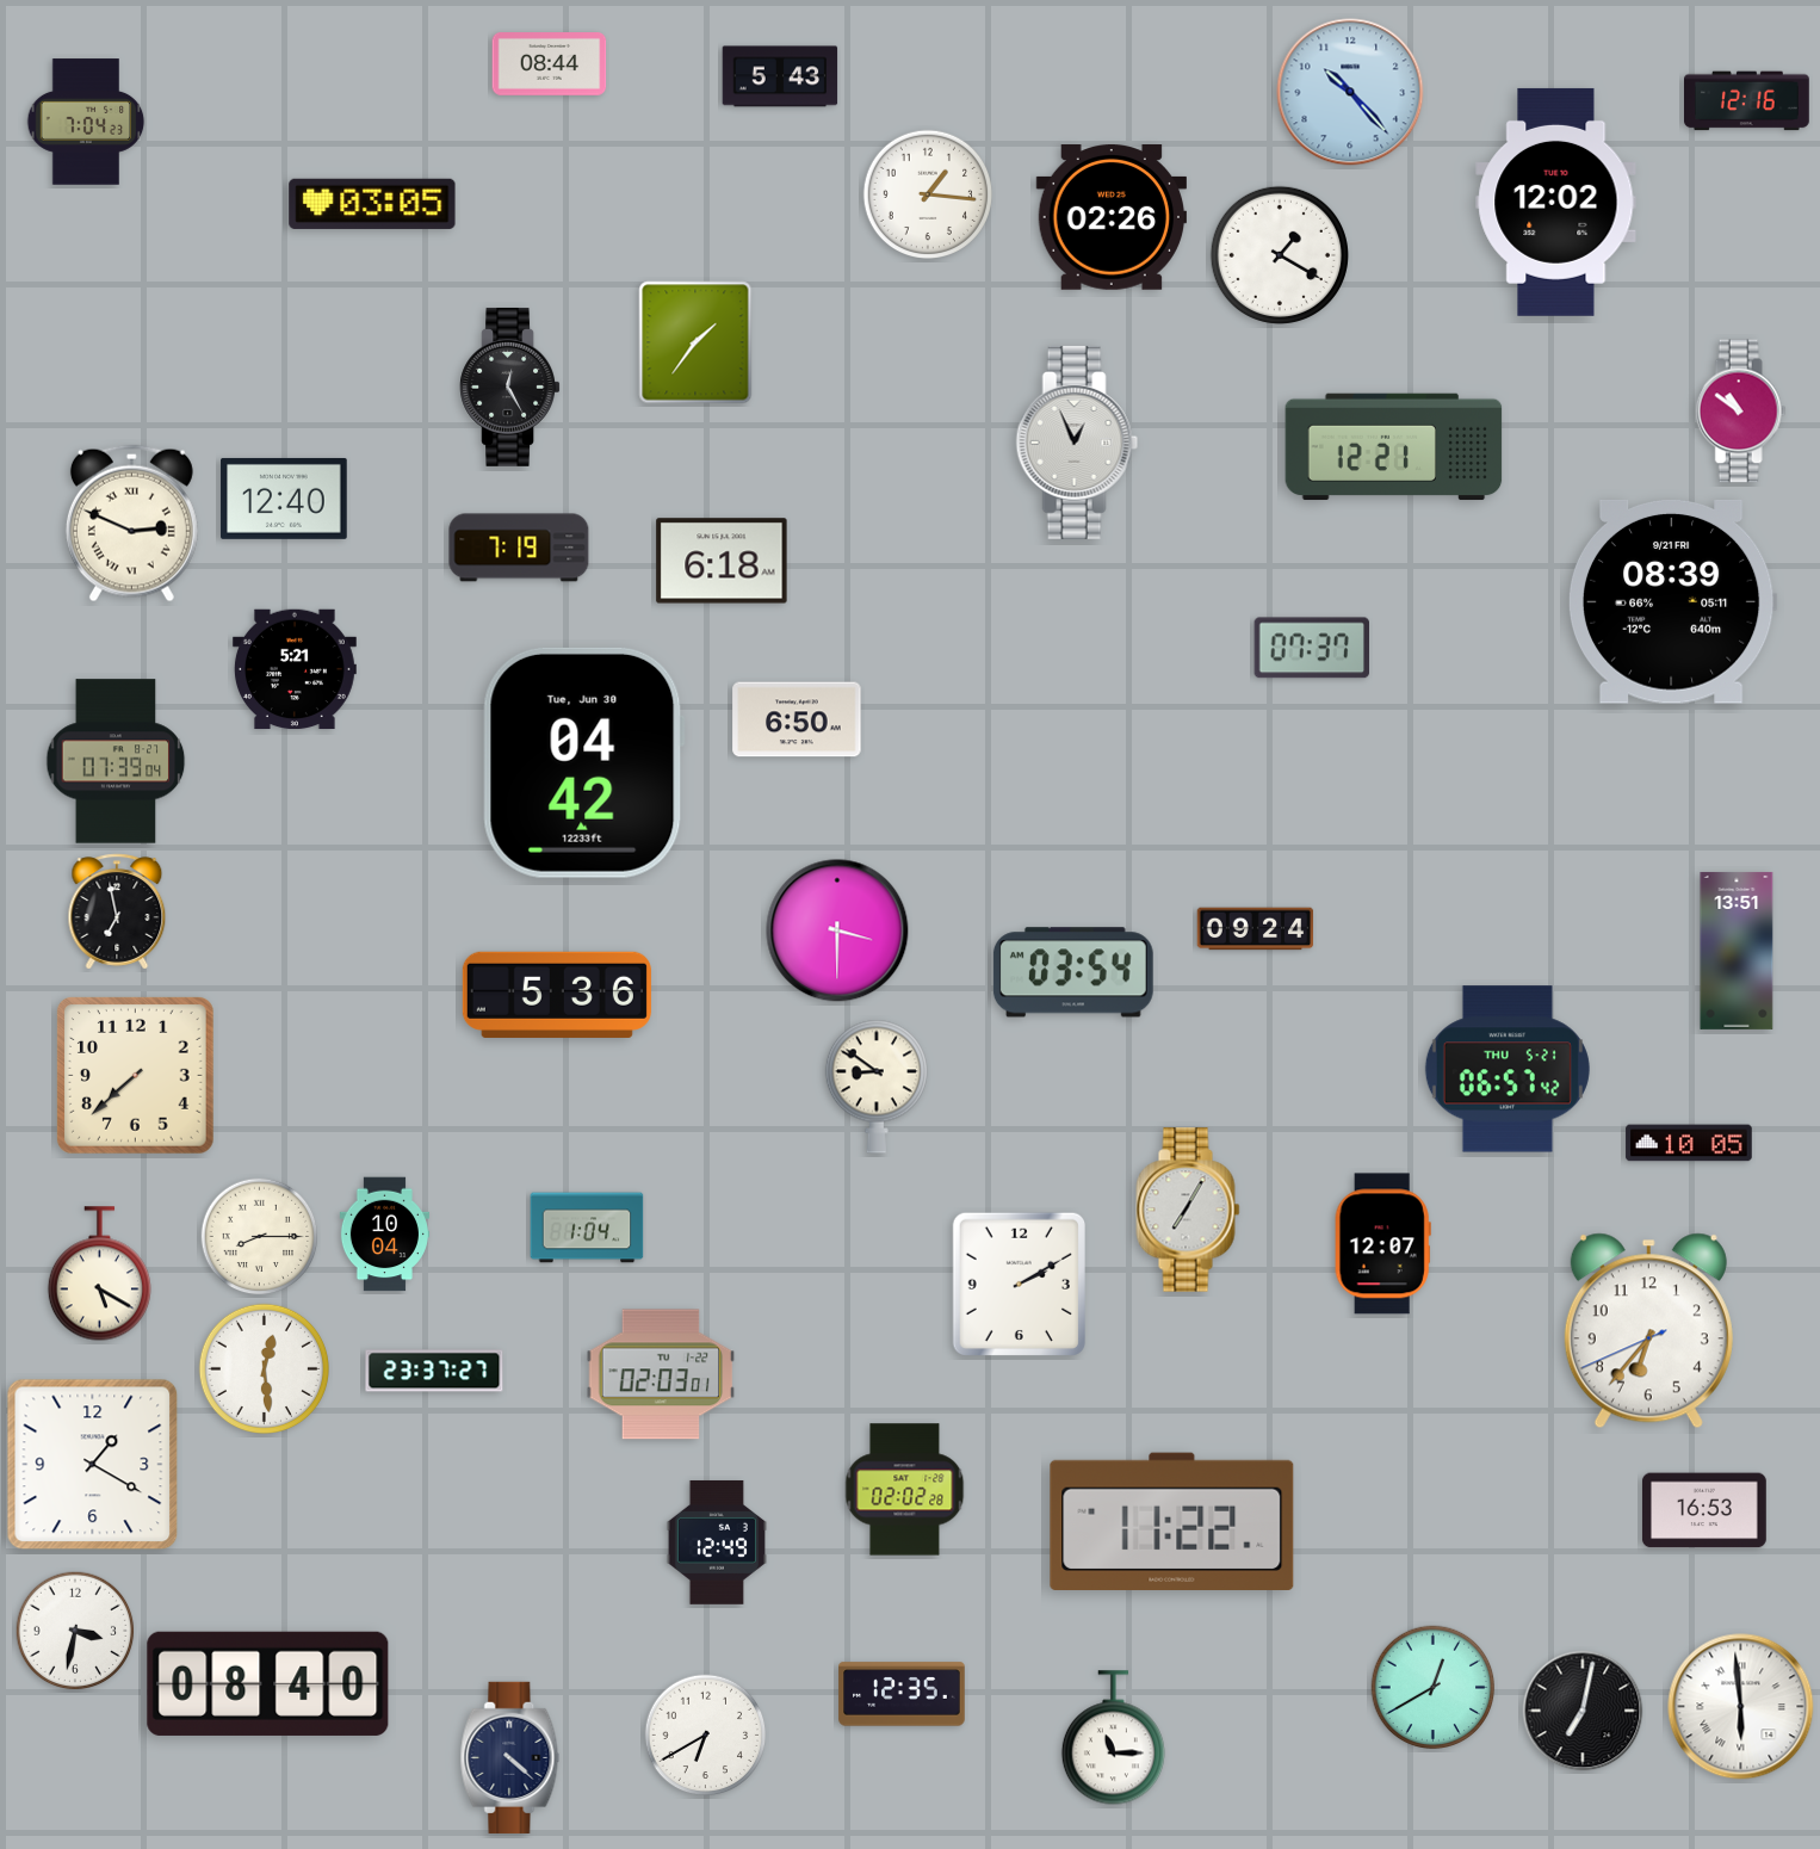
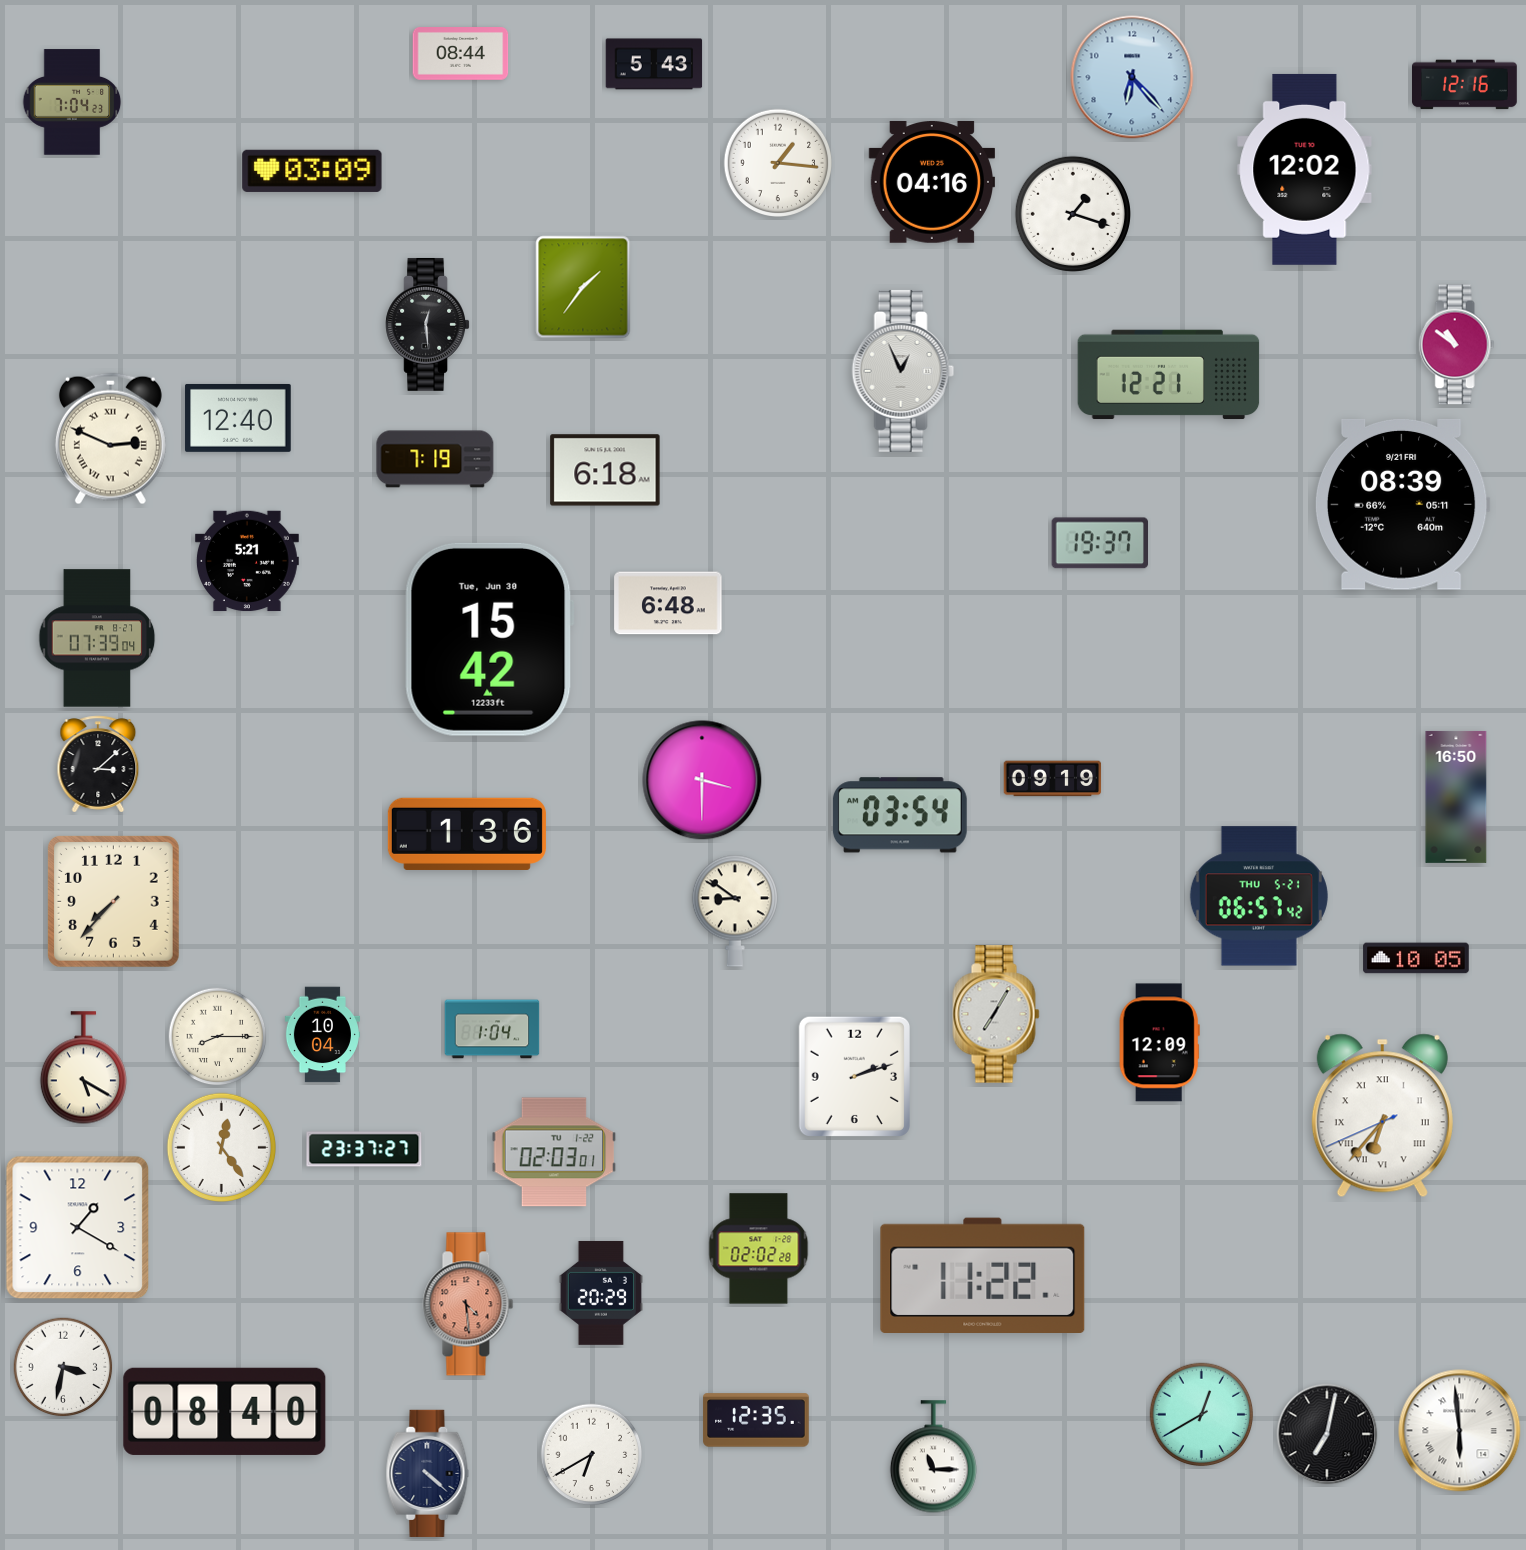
clock at (1350, 92): 10:23 -> 6:23
clock at (372, 204): 03:05 -> 03:09
clock at (1110, 218): 02:26 -> 04:16
clock at (1280, 255): 1:20 -> 1:18
clock at (509, 387): 12:25 -> 12:29
clock at (1740, 412) position: (1740, 412) -> (1456, 345)
clock at (1311, 648): 07:37 -> 19:37
clock at (797, 719): 6:50 -> 6:48
clock at (583, 762): 04:42 -> 15:42
clock at (117, 911): 6:58 -> 3:08
clock at (1256, 929): 09:24 -> 09:19
clock at (1737, 951): 13:51 -> 16:50
clock at (557, 995): 5:36 -> 1:36
clock at (1508, 1069) position: (1508, 1069) -> (1259, 896)
clock at (135, 1075): 7:38 -> 7:37
clock at (1382, 1244): 12:07 -> 12:09
clock at (1019, 1284): 2:10 -> 2:12
clock at (1648, 1331) numerals: Arabic -> Roman
clock at (264, 1368): 12:29 -> 12:24
clock at (1704, 1510): 16:53 -> none
clock at (717, 1542): 12:49 -> 20:29
clock at (468, 1304): none -> 4:29
